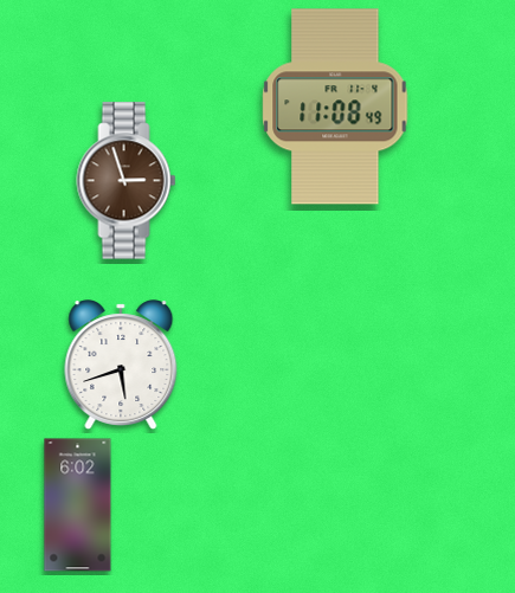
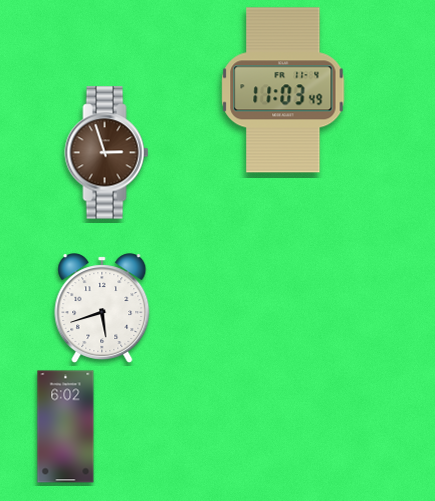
clock at (335, 107): 11:08 -> 11:03
